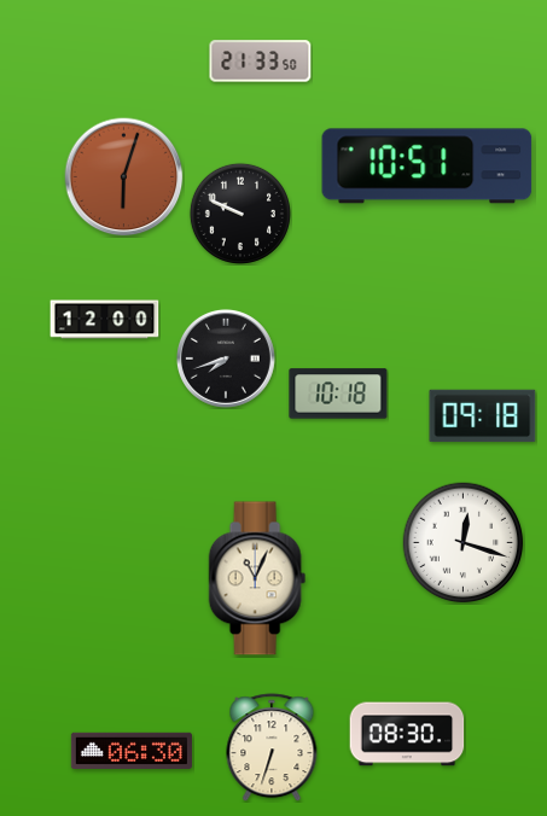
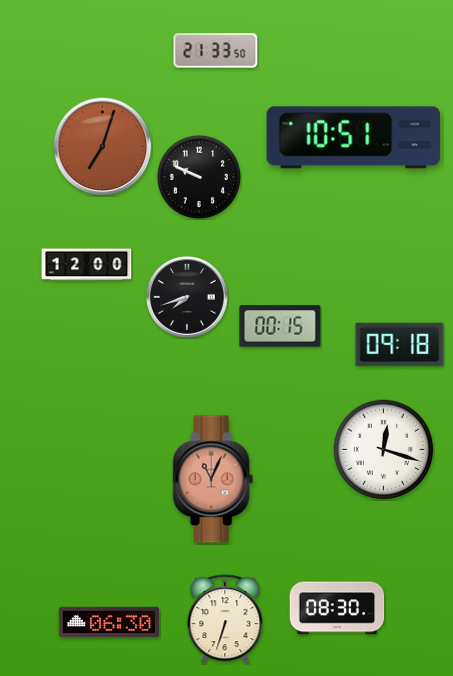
clock at (124, 177): 6:03 -> 7:03
clock at (338, 394): 10:18 -> 00:15
clock at (257, 578) dial: cream -> salmon
